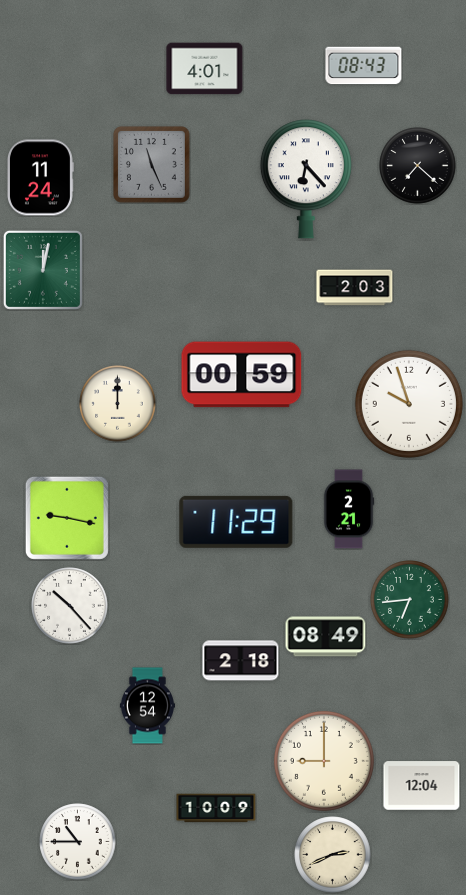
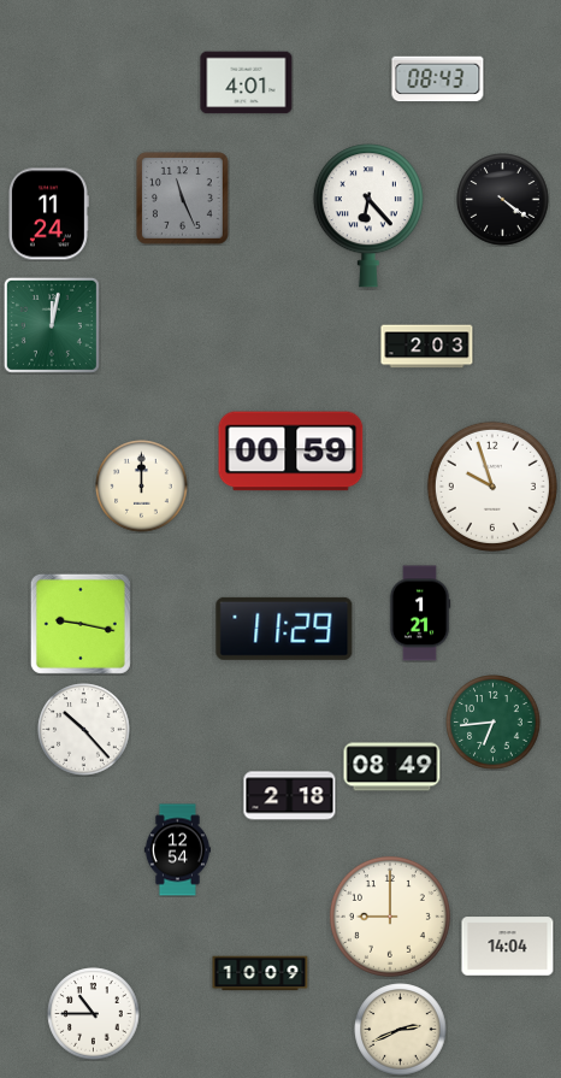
clock at (418, 166): 7:22 -> 4:21
clock at (349, 509): 2:21 -> 1:21
clock at (422, 786): 12:04 -> 14:04
